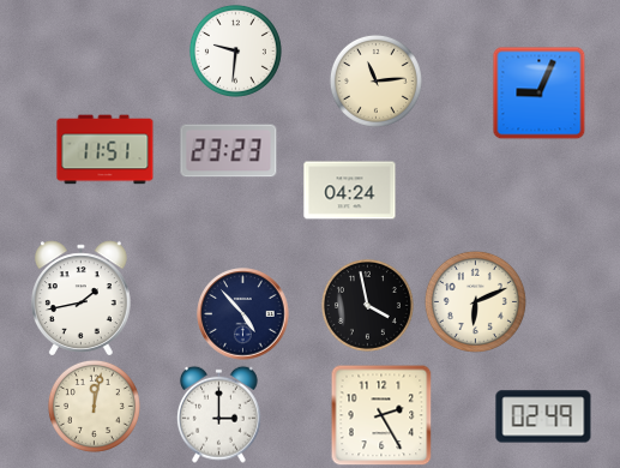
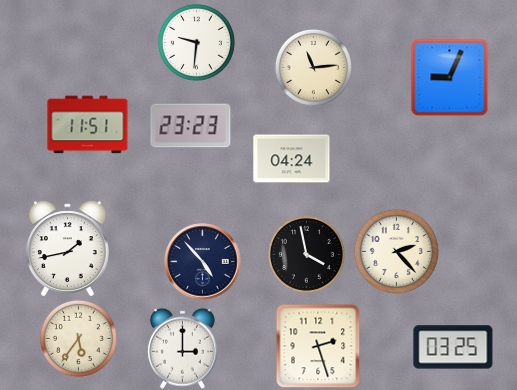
clock at (475, 301): 6:11 -> 2:23
clock at (94, 406): 12:02 -> 5:36
clock at (218, 414) position: (218, 414) -> (182, 348)
clock at (381, 415): 2:25 -> 2:27
clock at (543, 416): 02:49 -> 03:25
